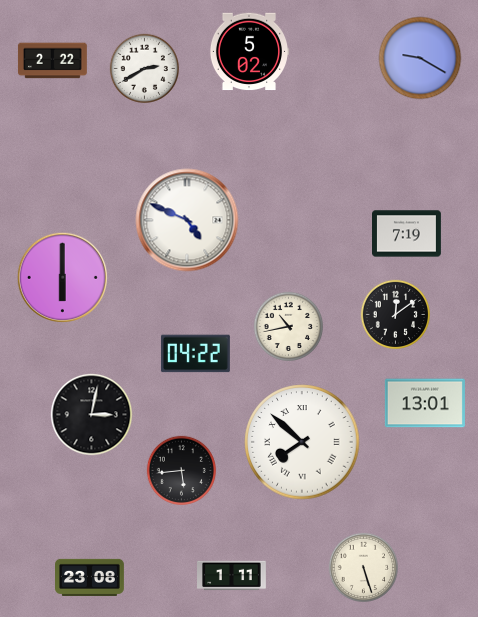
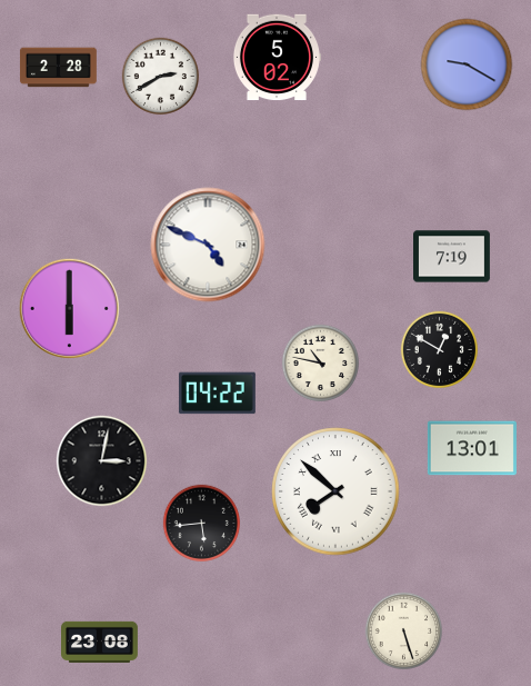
clock at (53, 61): 2:22 -> 2:28
clock at (407, 234) position: (407, 234) -> (452, 257)
clock at (395, 314): 12:09 -> 12:50
clock at (288, 326): 10:43 -> 10:47
clock at (232, 576): 1:11 -> none
